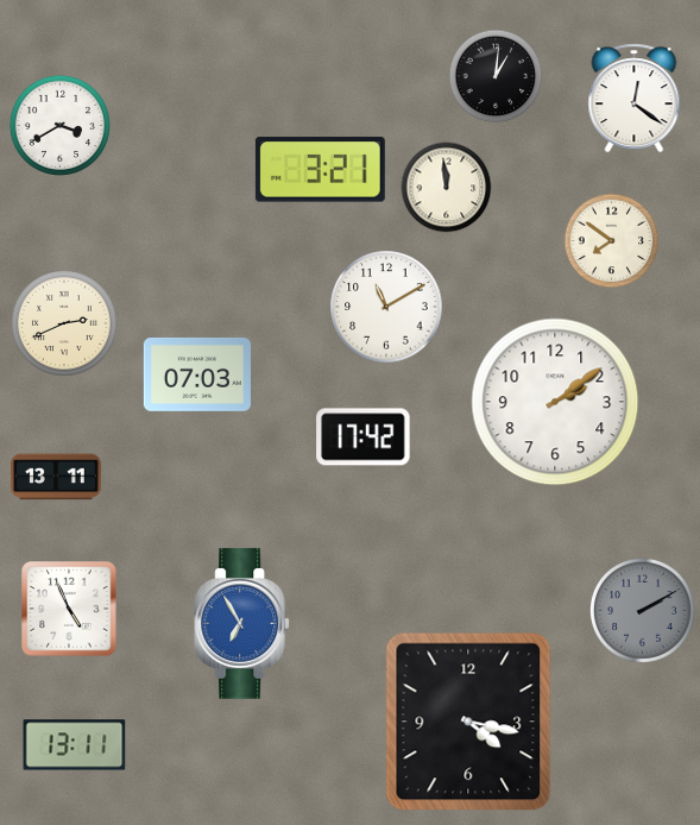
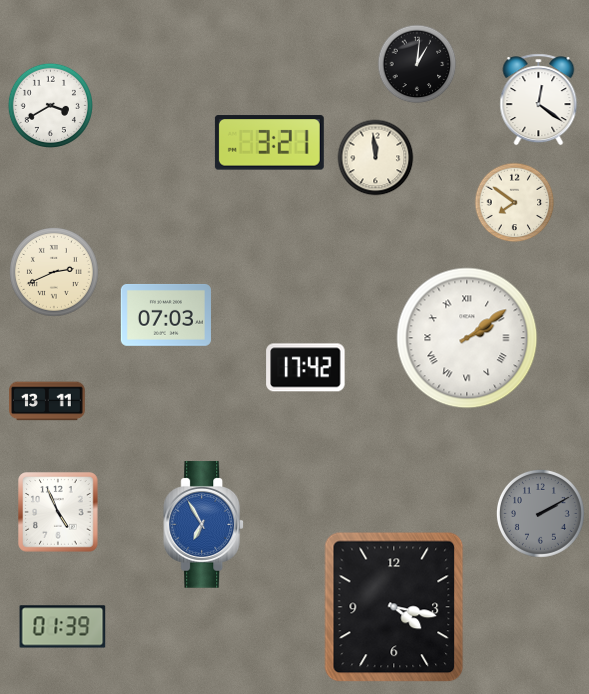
clock at (635, 99) position: (635, 99) -> (539, 100)
clock at (386, 307): 11:10 -> none
clock at (555, 402) numerals: Arabic -> Roman
clock at (75, 745): 13:11 -> 01:39
